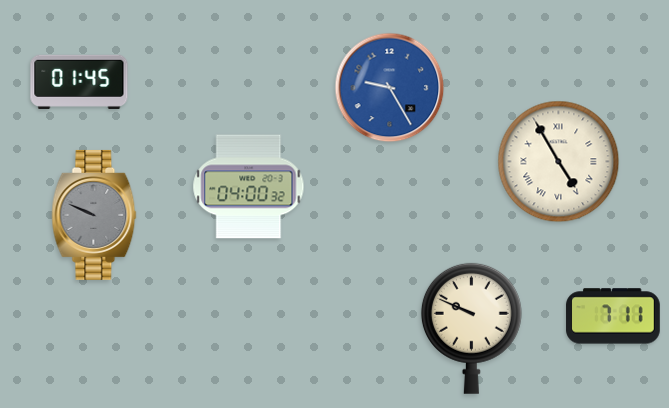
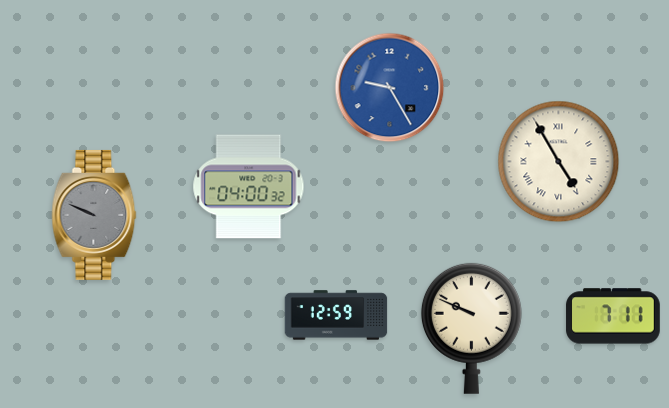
clock at (79, 82): 01:45 -> none
clock at (336, 315): none -> 12:59
